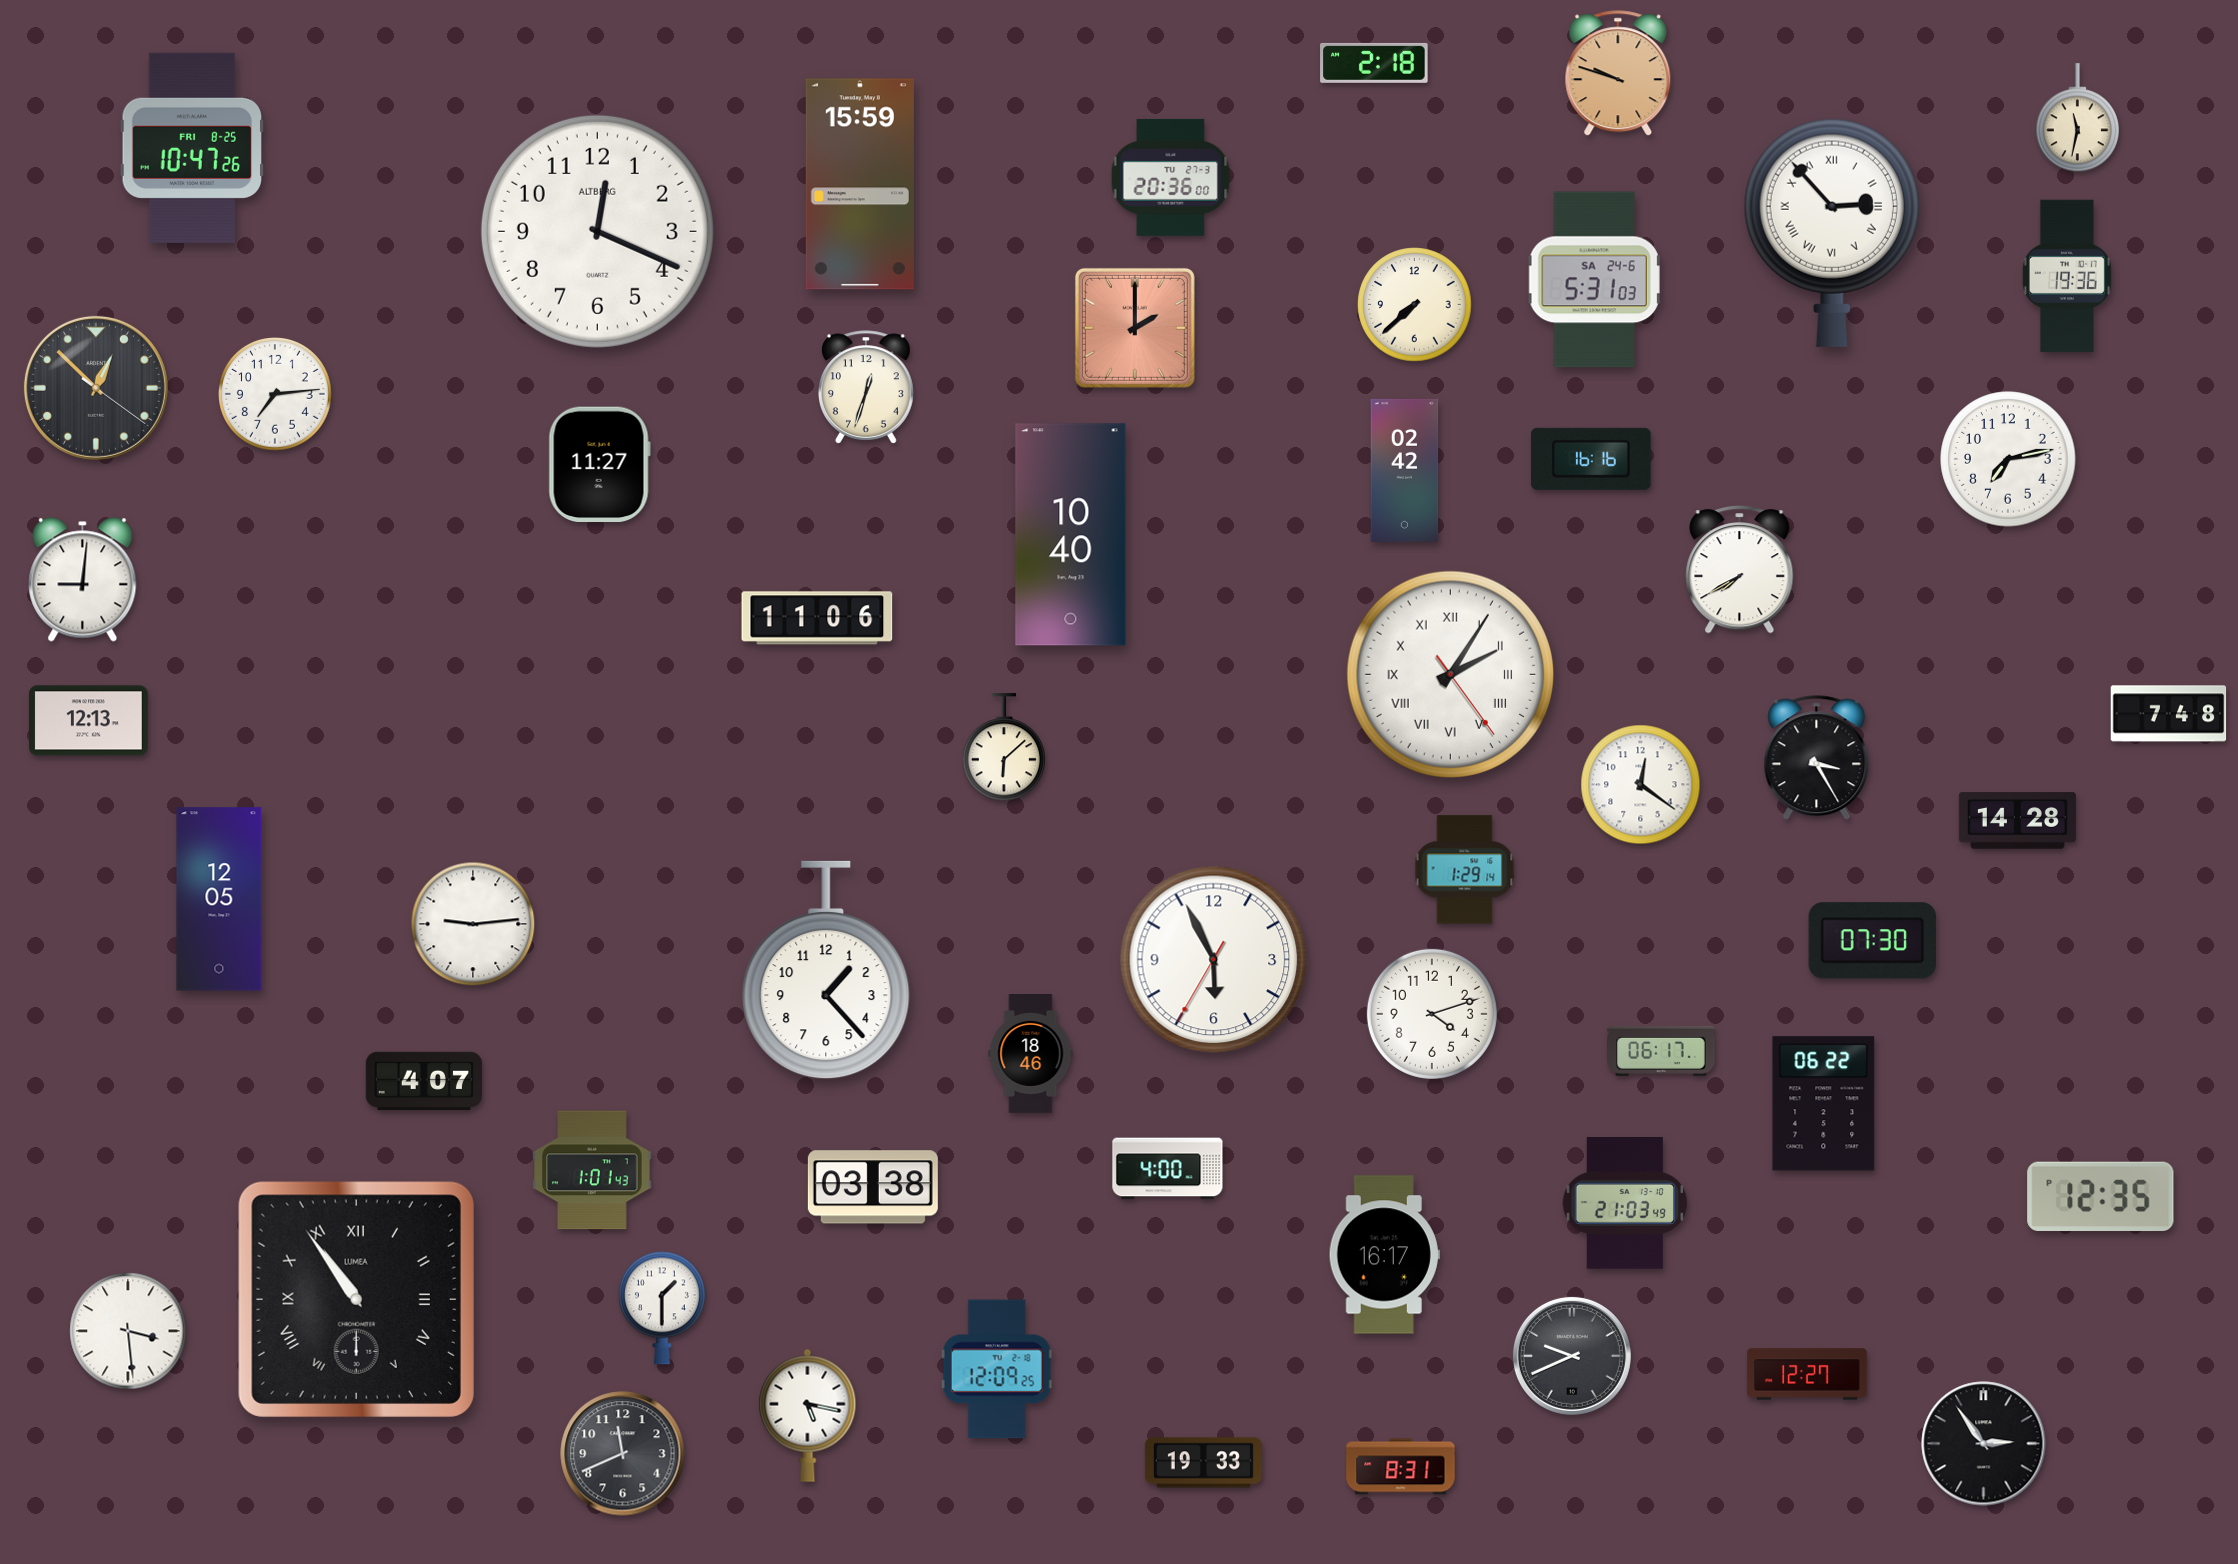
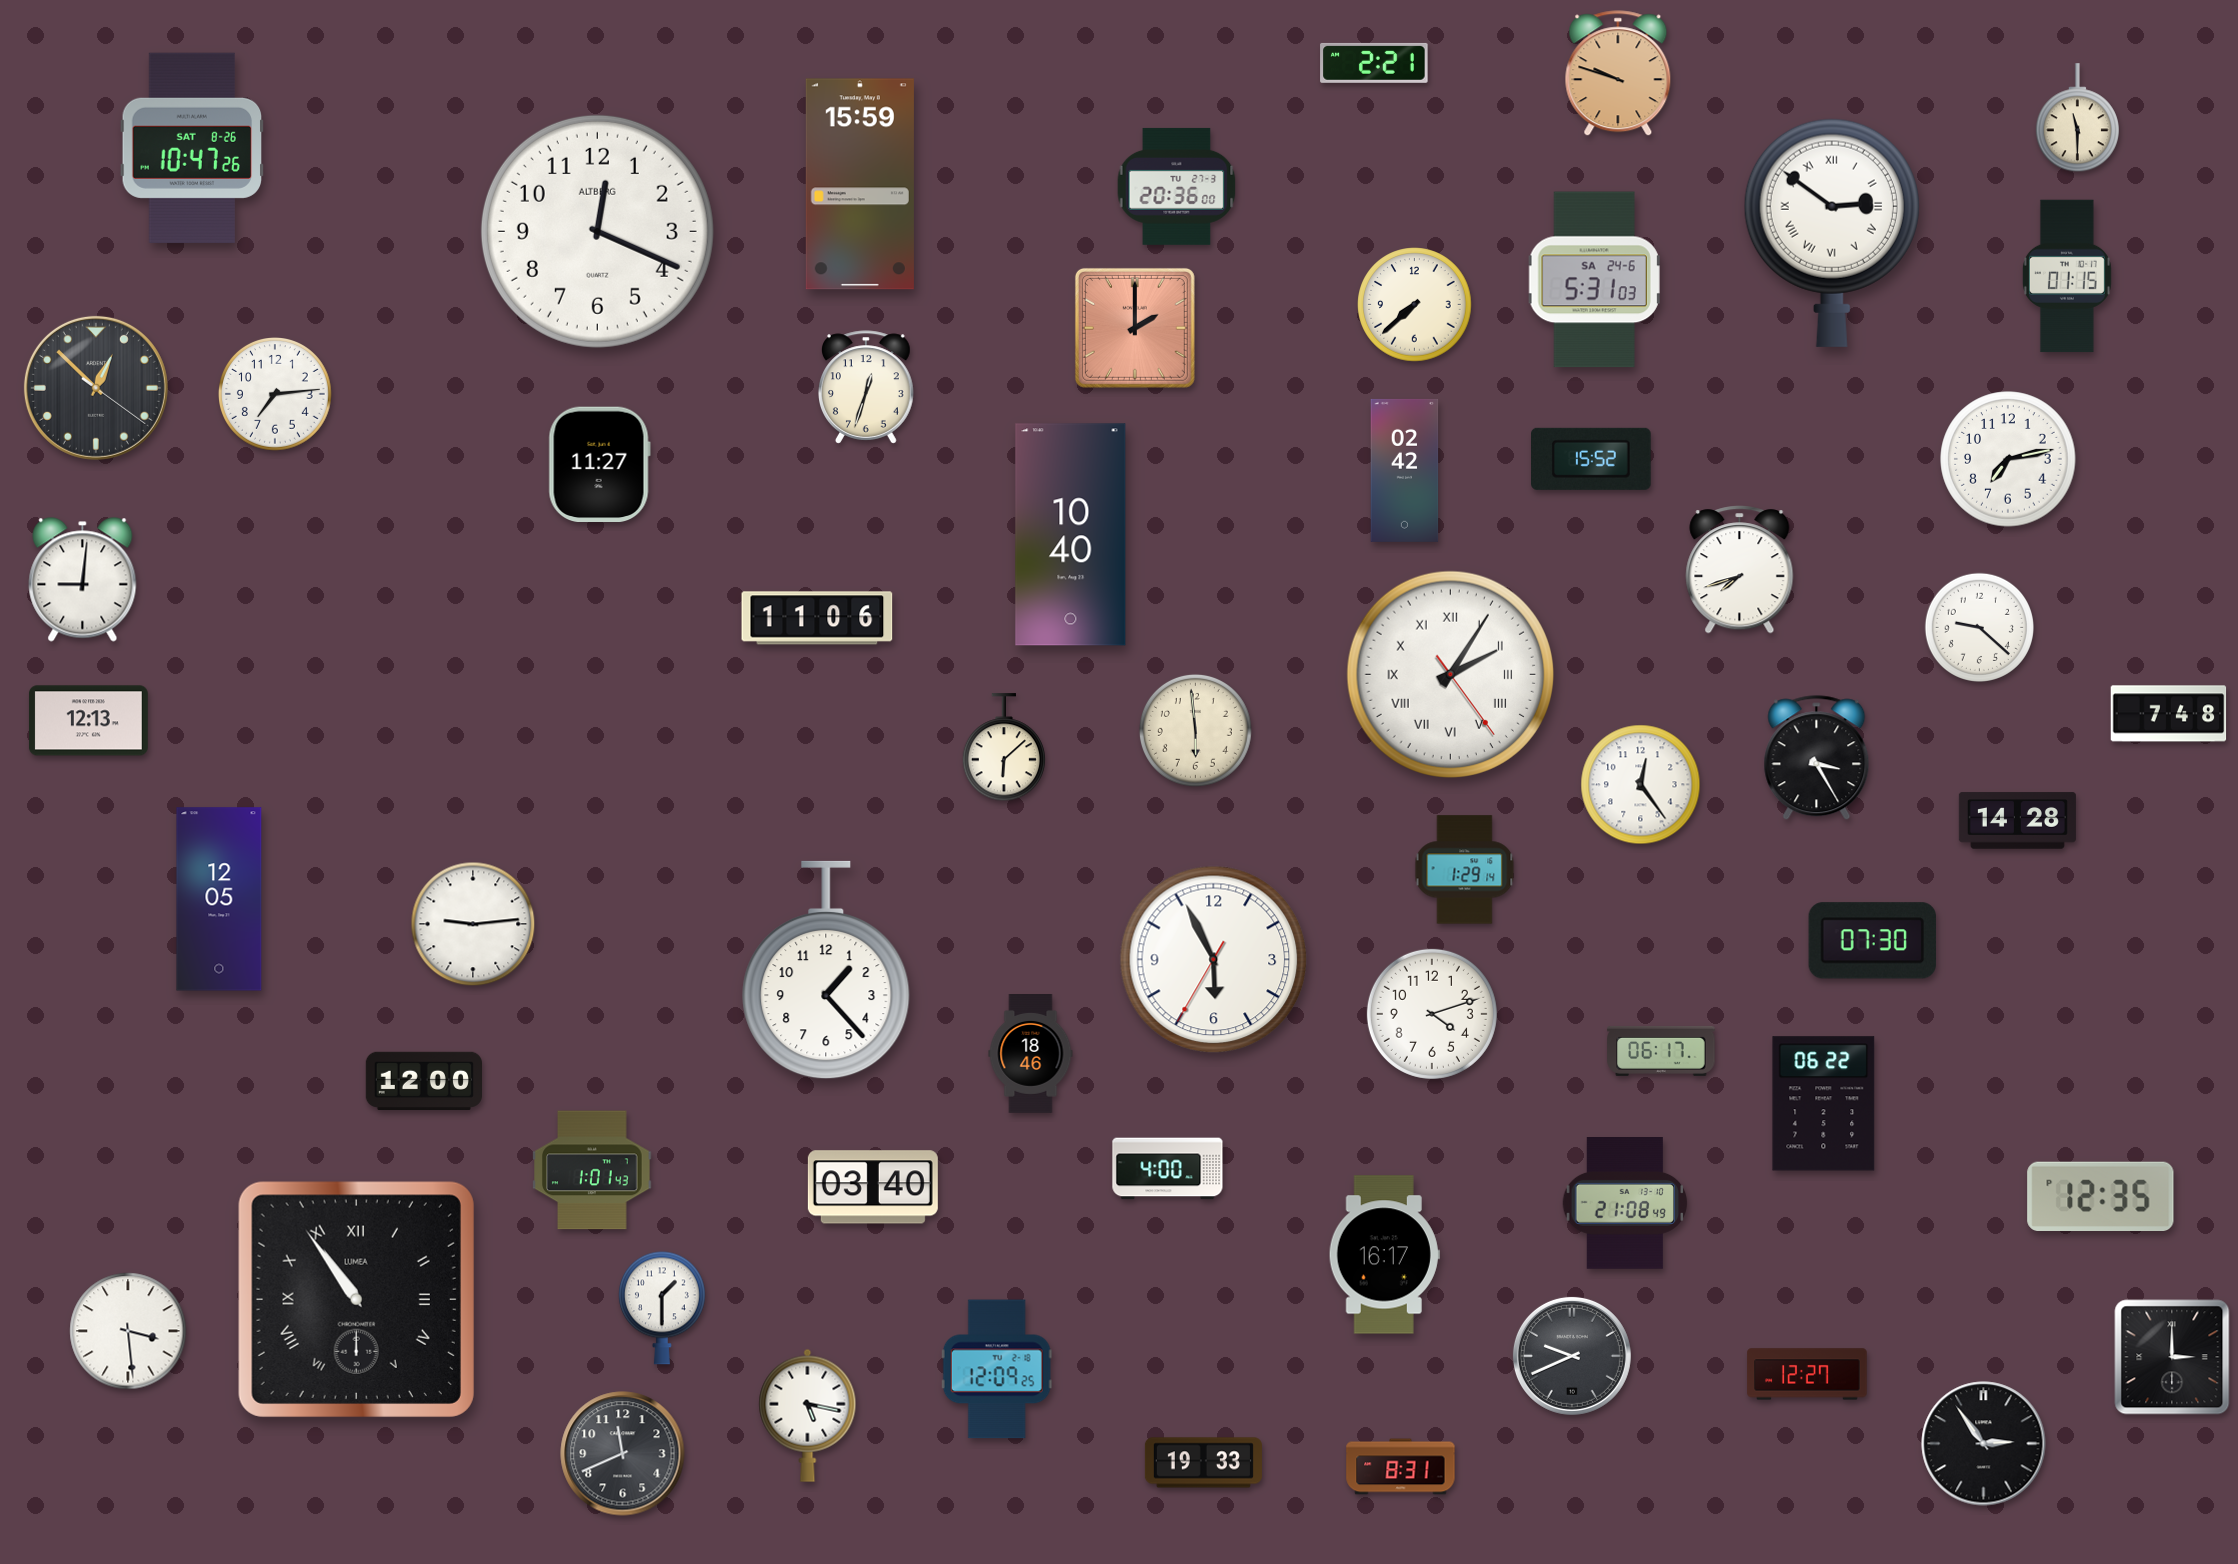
clock at (1374, 63): 2:18 -> 2:21
clock at (2077, 118): 11:32 -> 11:30
clock at (192, 148) date: FRI 8-25 -> SAT 8-26
clock at (1171, 177) position: (1171, 177) -> (1177, 186)
clock at (1832, 233): 2:53 -> 2:51
clock at (2067, 276): 19:36 -> 01:15
clock at (1592, 459): 16:16 -> 15:52
clock at (1740, 570): 7:40 -> 7:42
clock at (1979, 627): none -> 9:22
clock at (1195, 730): none -> 5:59
clock at (1641, 785): 12:21 -> 12:24
clock at (423, 1080): 4:07 -> 12:00
clock at (873, 1187): 03:38 -> 03:40
clock at (1625, 1204): 21:03 -> 21:08
clock at (2172, 1357): none -> 3:00
